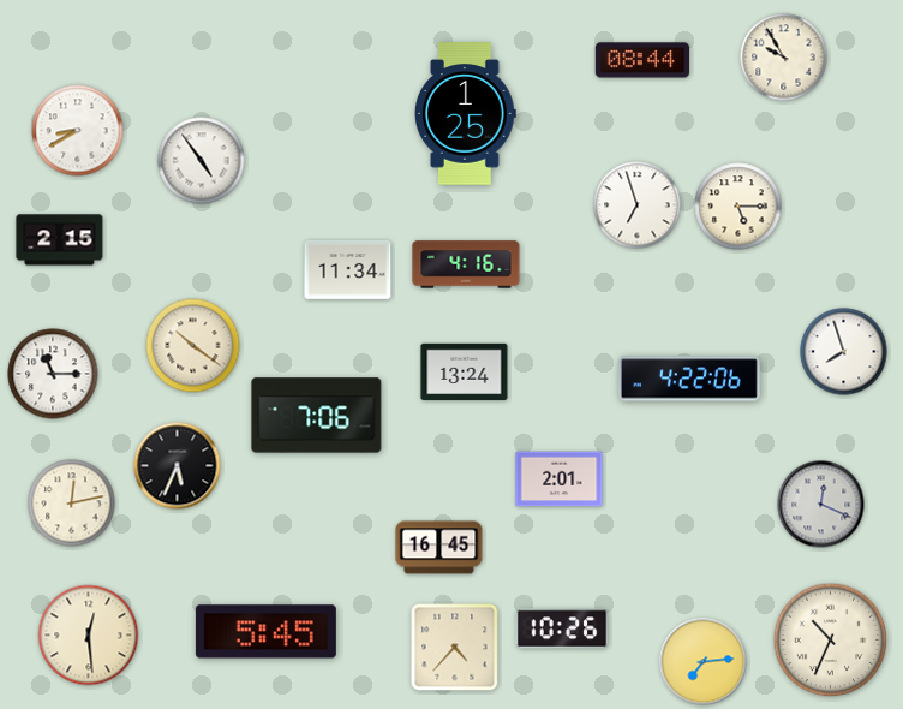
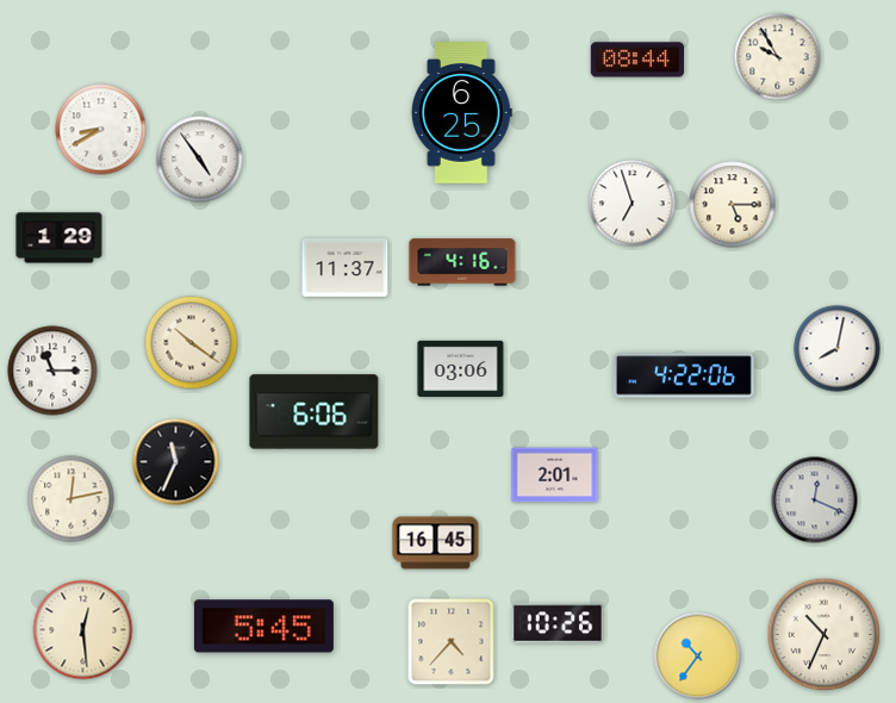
clock at (465, 114): 1:25 -> 6:25
clock at (78, 131) position: (78, 131) -> (101, 130)
clock at (60, 240): 2:15 -> 1:29
clock at (348, 269): 11:34 -> 11:37
clock at (844, 352): 7:57 -> 8:02
clock at (465, 371): 13:24 -> 03:06
clock at (317, 416): 7:06 -> 6:06
clock at (178, 466): 5:34 -> 11:34
clock at (89, 636) position: (89, 636) -> (83, 630)
clock at (704, 662): 7:14 -> 10:36
